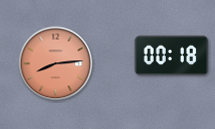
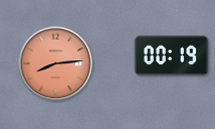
clock at (172, 56): 00:18 -> 00:19
